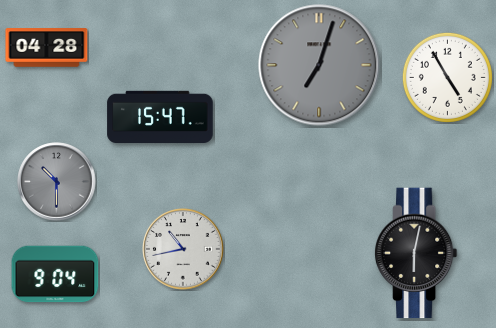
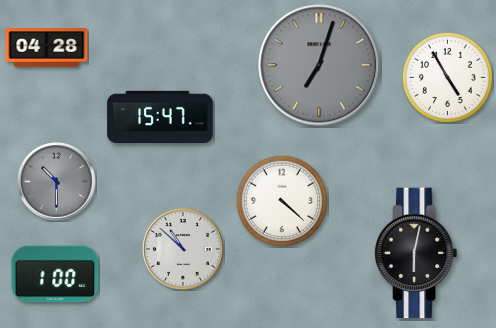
clock at (282, 201): none -> 4:22
clock at (183, 249): 10:43 -> 10:52
clock at (55, 274): 9:04 -> 1:00
